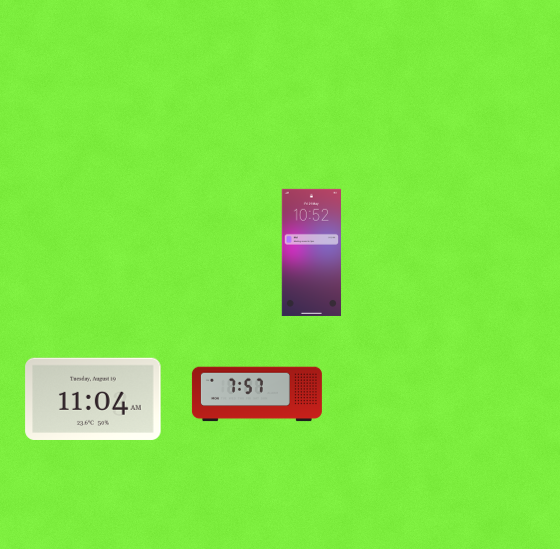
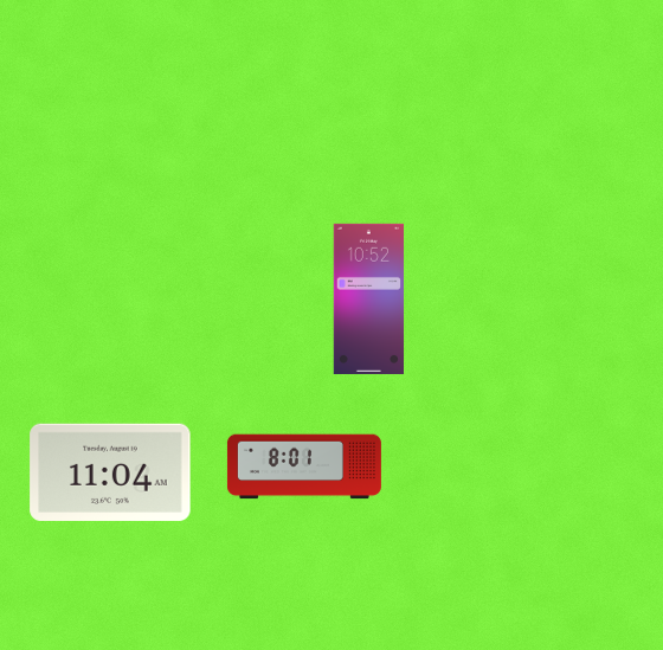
clock at (257, 394): 7:57 -> 8:01
